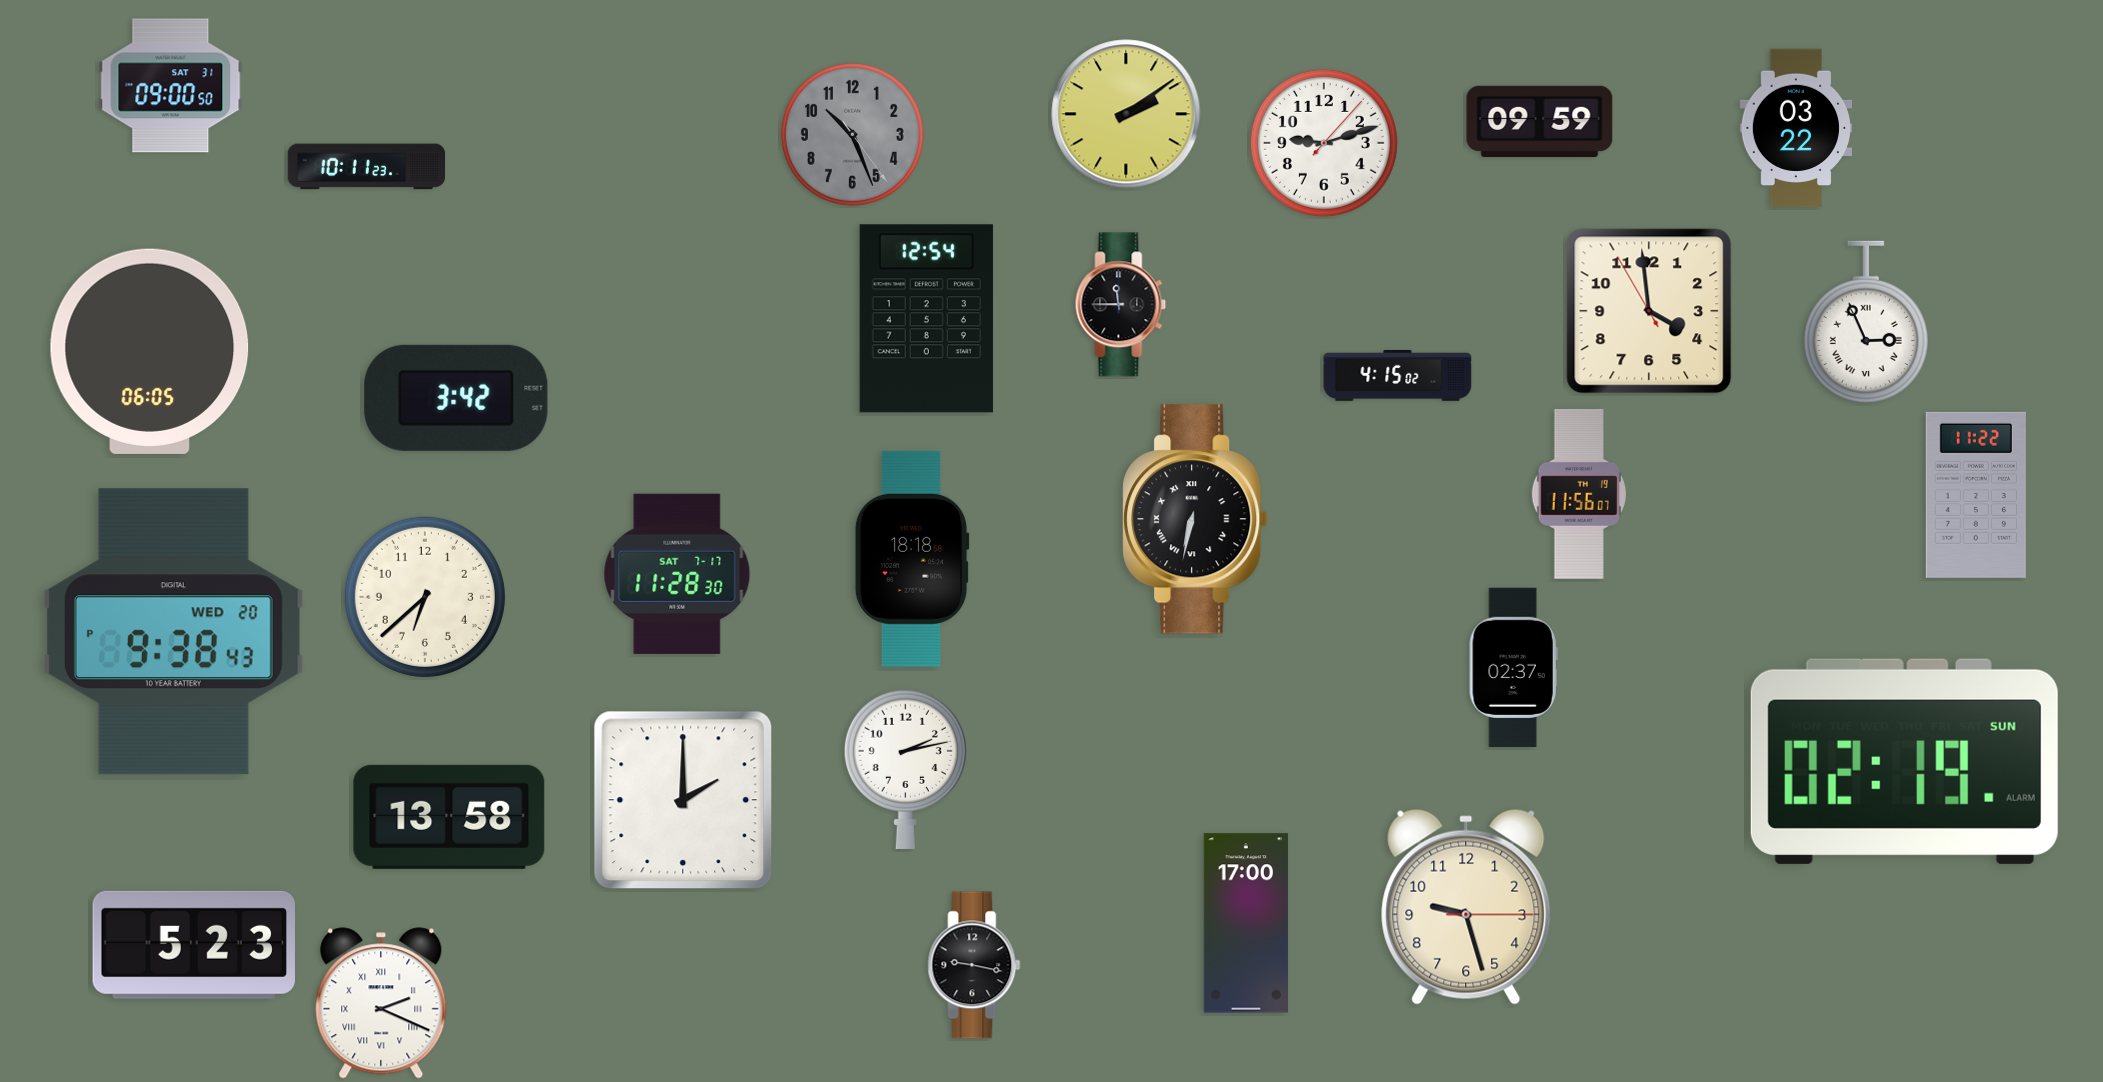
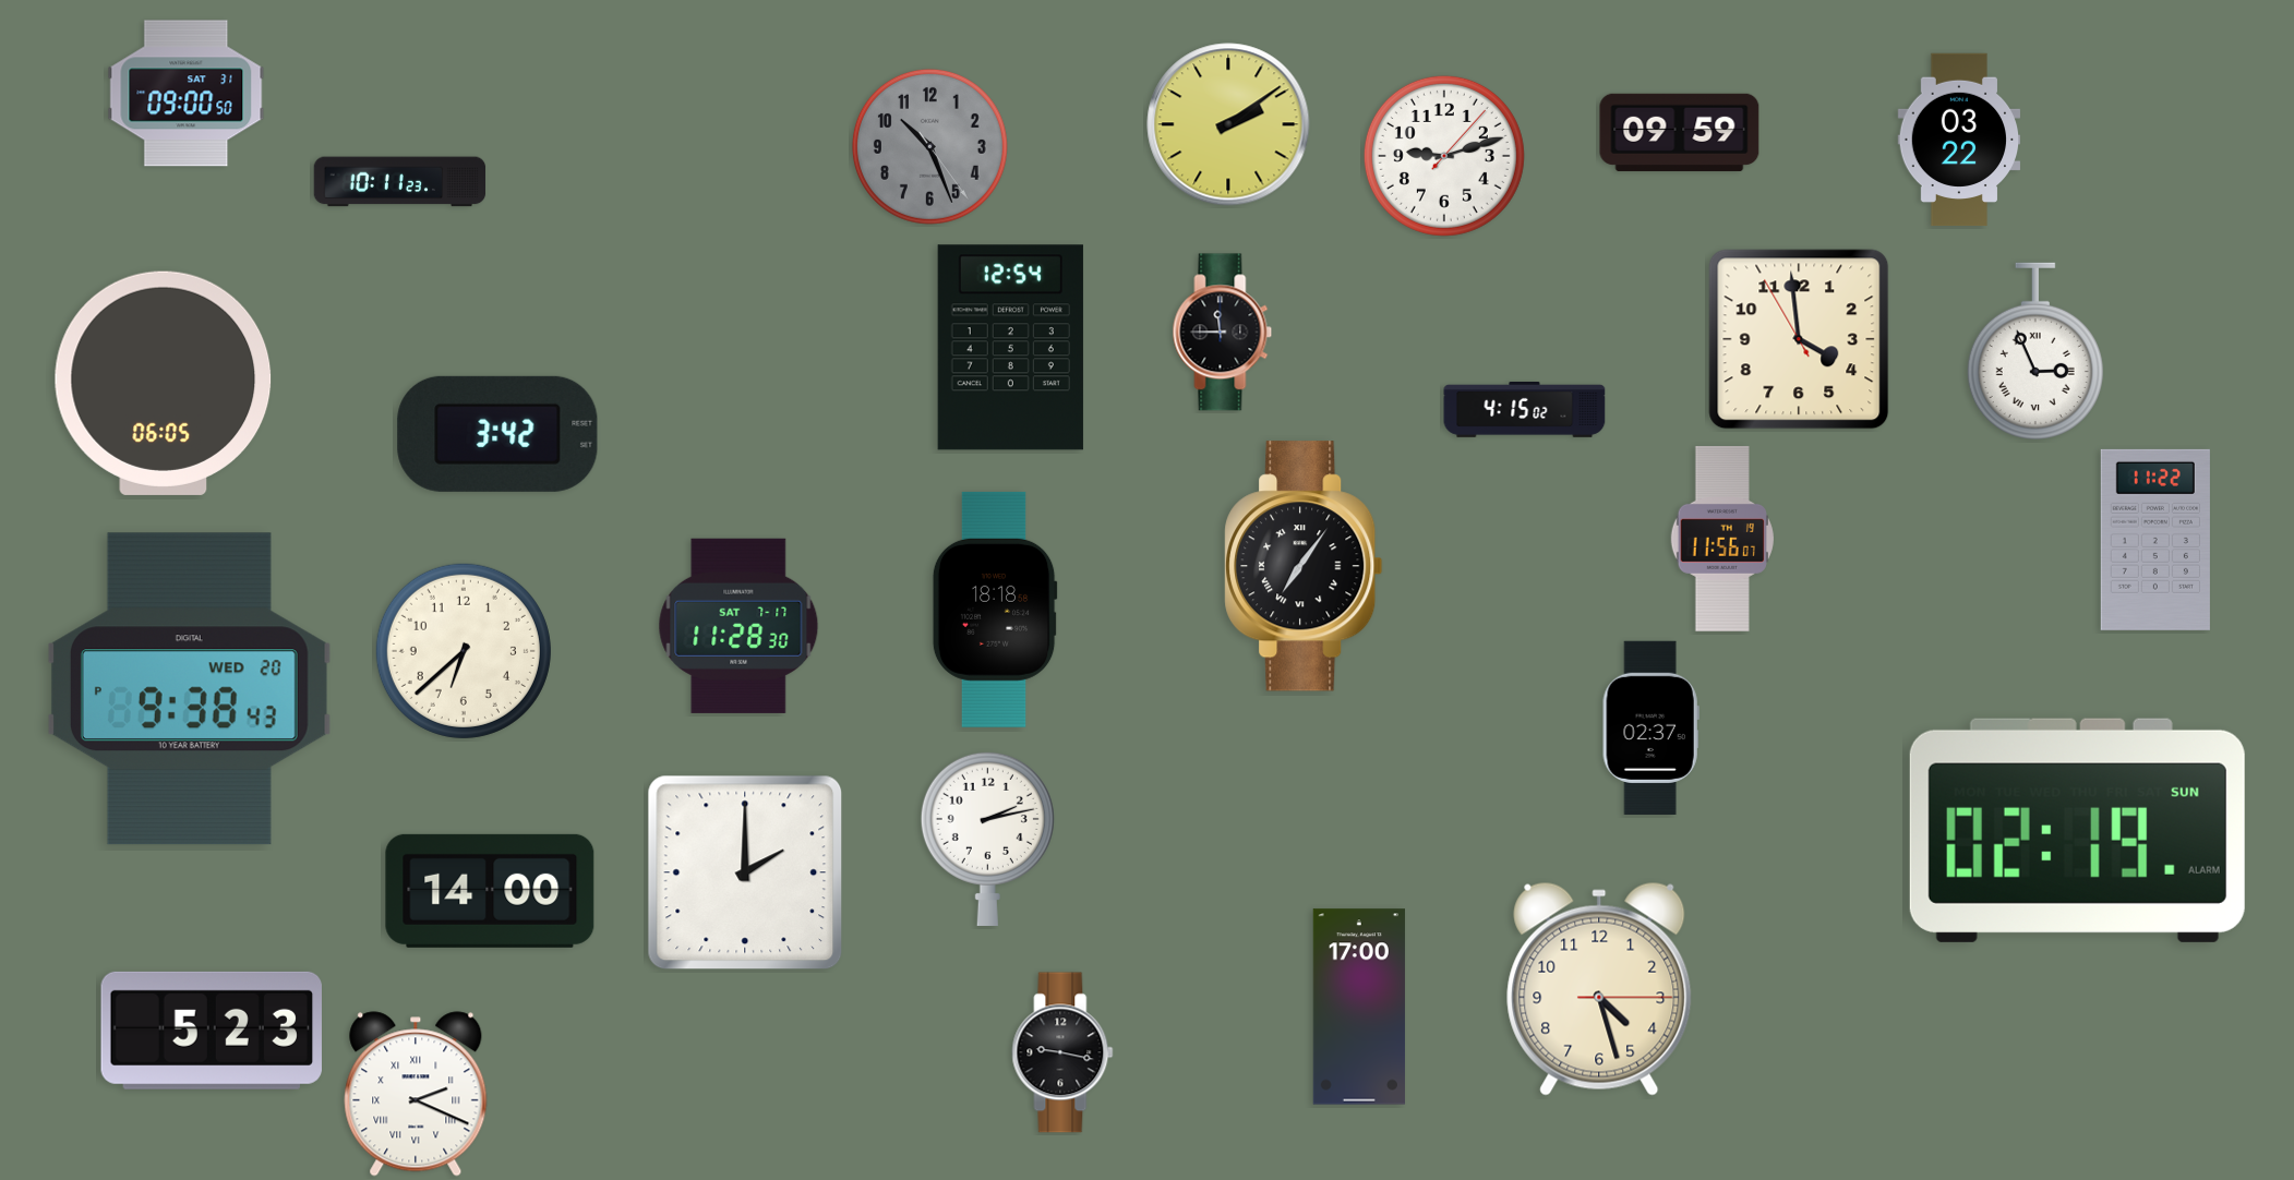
clock at (1195, 519): 6:32 -> 7:06
clock at (449, 817): 13:58 -> 14:00
clock at (1466, 907): 9:27 -> 4:27
